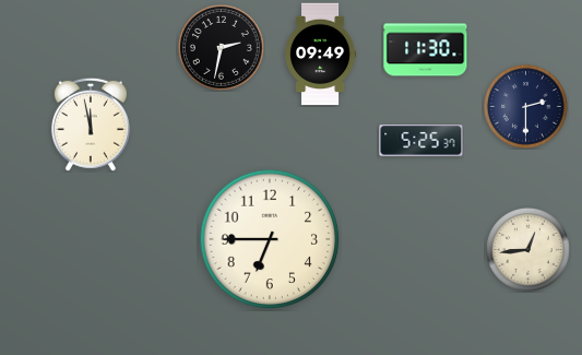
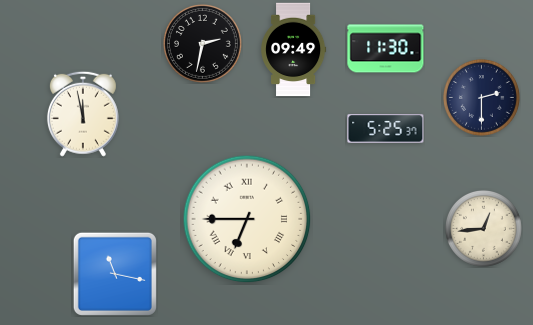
clock at (426, 50) position: (426, 50) -> (386, 49)
clock at (270, 239) numerals: Arabic -> Roman
clock at (115, 274): none -> 11:17
